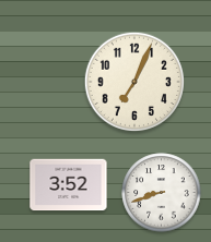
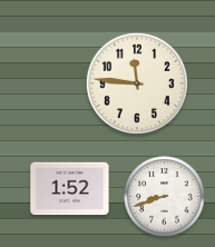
clock at (133, 81): 7:04 -> 11:46
clock at (69, 185): 3:52 -> 1:52
